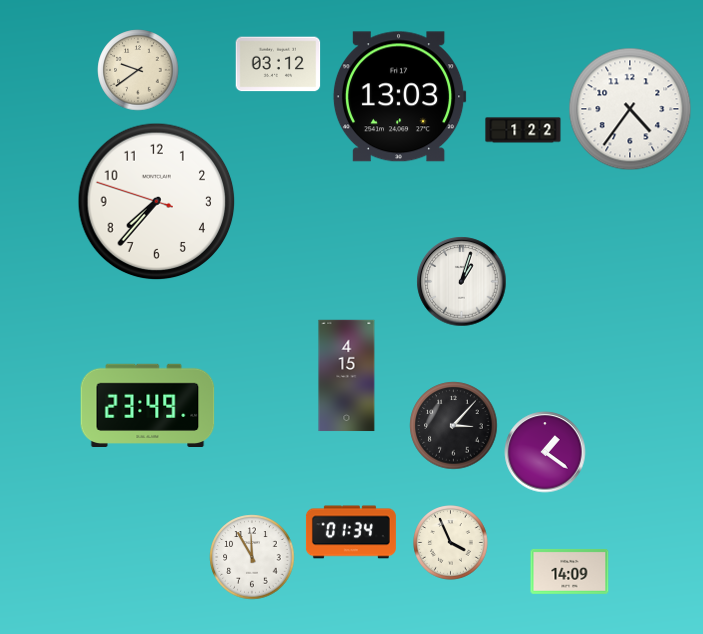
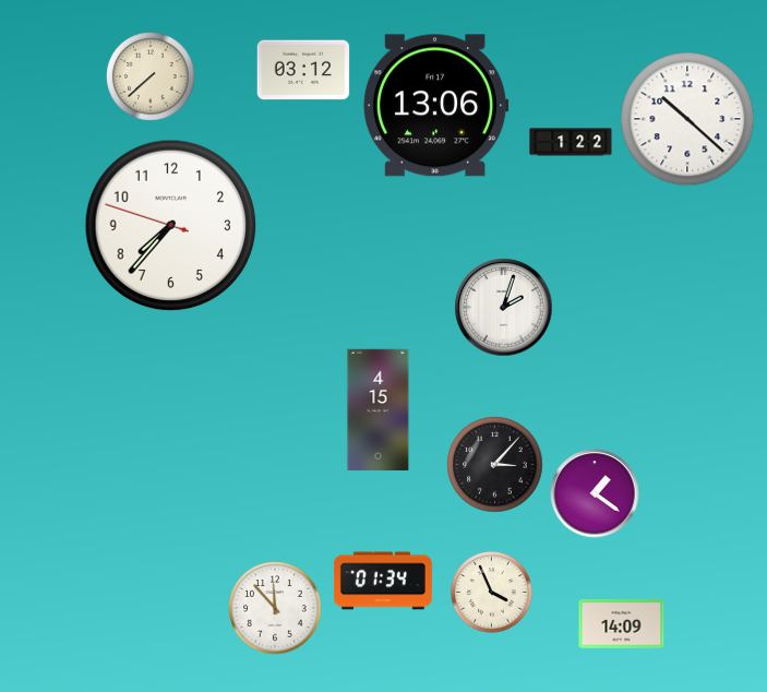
clock at (138, 70): 9:39 -> 7:38
clock at (399, 97): 13:03 -> 13:06
clock at (630, 109): 4:36 -> 10:22
clock at (157, 202) position: (157, 202) -> (171, 226)
clock at (462, 282): 1:03 -> 2:03
clock at (148, 405): 23:49 -> none
clock at (252, 557): 11:55 -> 11:53
